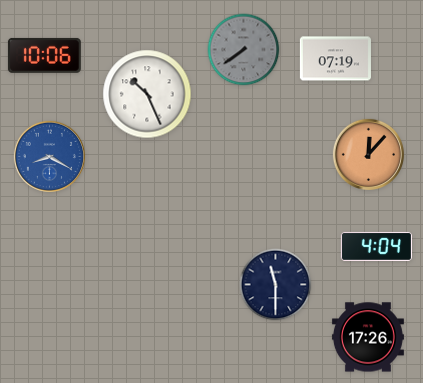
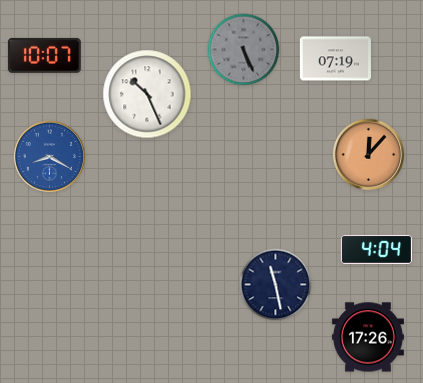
clock at (244, 50): 7:39 -> 5:26
clock at (44, 55): 10:06 -> 10:07
clock at (376, 246) position: (376, 246) -> (376, 249)
clock at (276, 285): 11:30 -> 11:28
